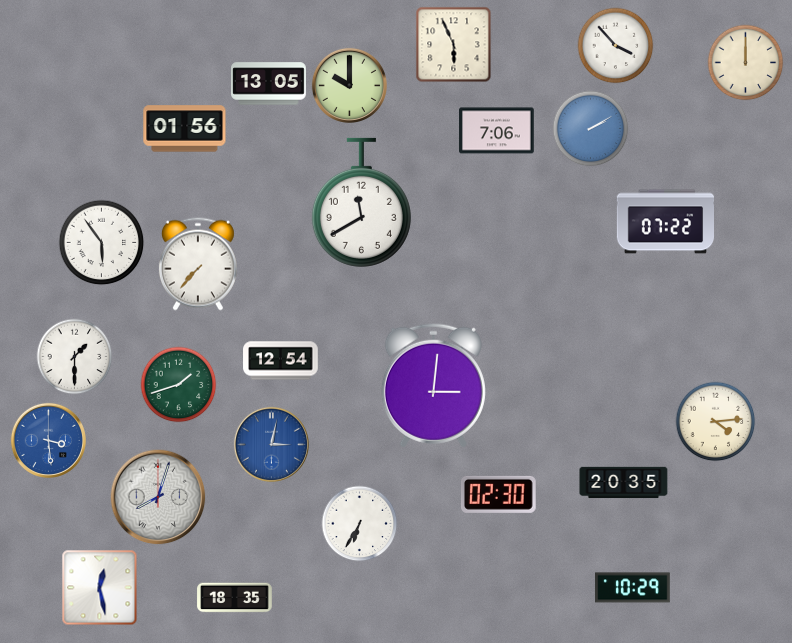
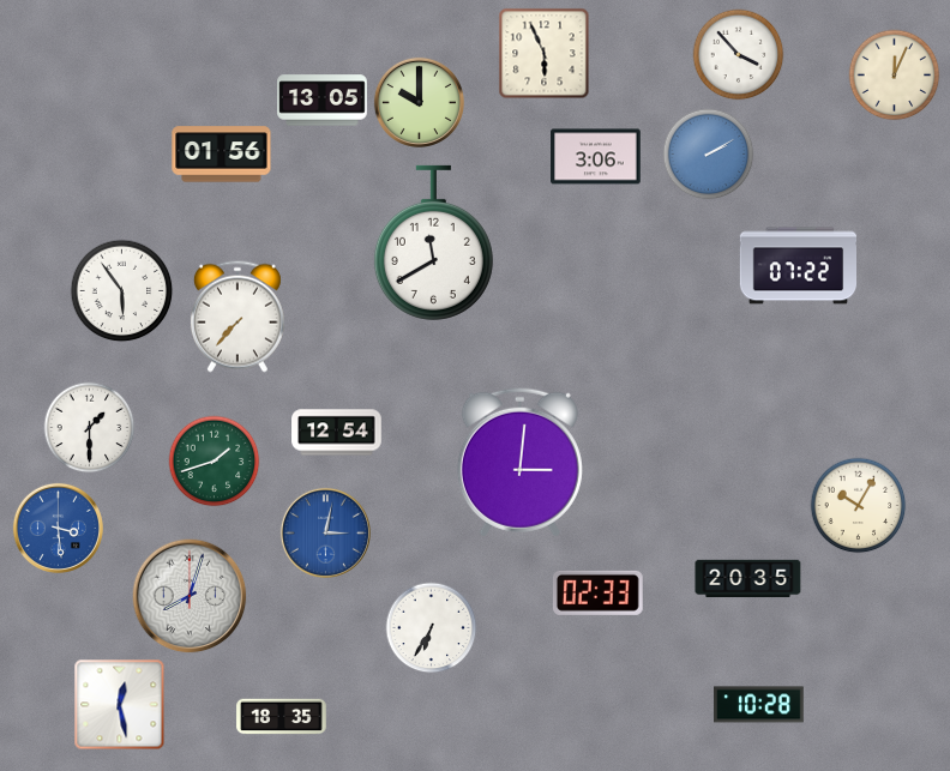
clock at (746, 63): 12:00 -> 12:04
clock at (497, 131): 7:06 -> 3:06
clock at (716, 422): 4:14 -> 10:05
clock at (499, 494): 02:30 -> 02:33
clock at (633, 588): 10:29 -> 10:28
